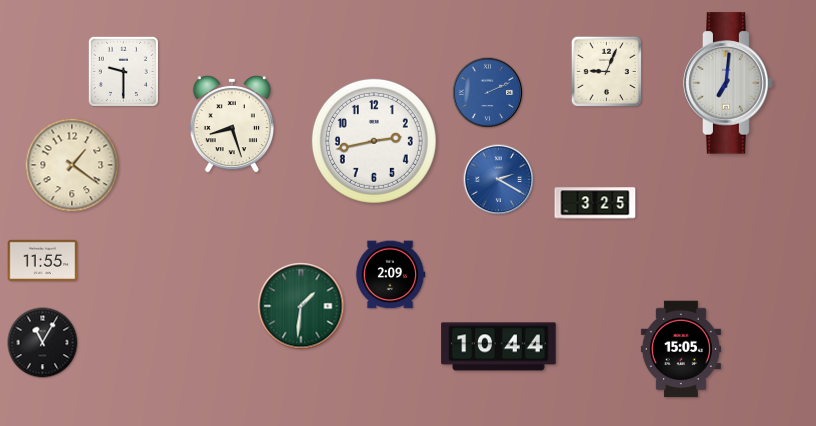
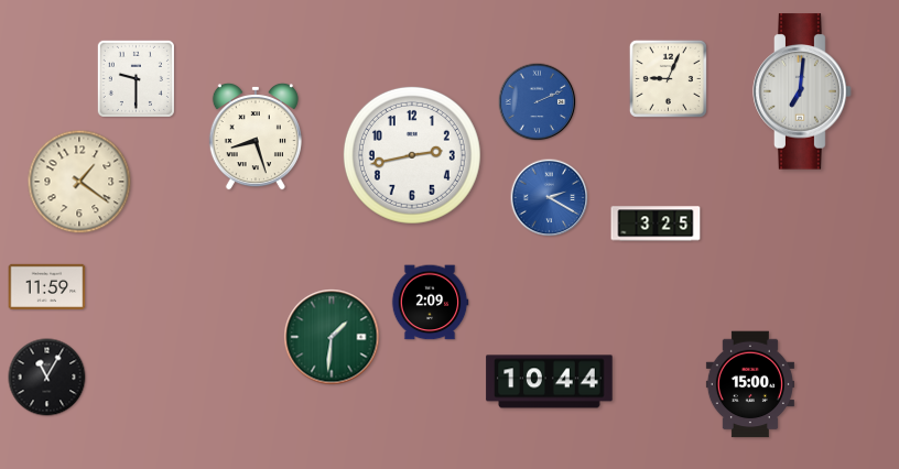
clock at (43, 260): 11:55 -> 11:59
clock at (681, 349): 15:05 -> 15:00
